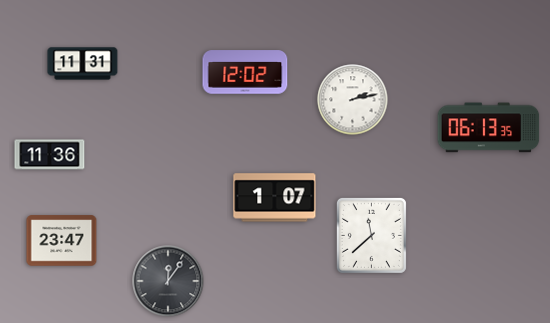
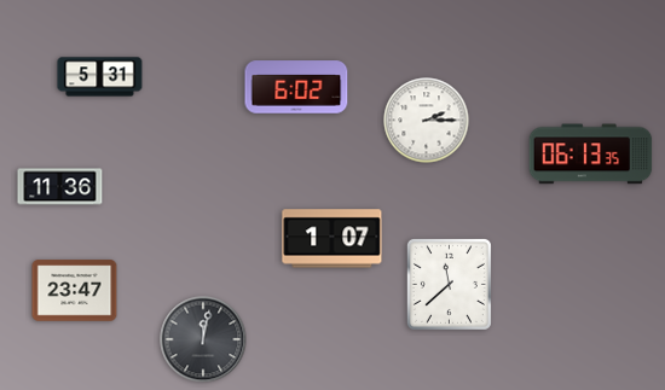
clock at (83, 64): 11:31 -> 5:31
clock at (245, 72): 12:02 -> 6:02
clock at (353, 100): 2:13 -> 2:15
clock at (168, 281): 12:06 -> 12:02
